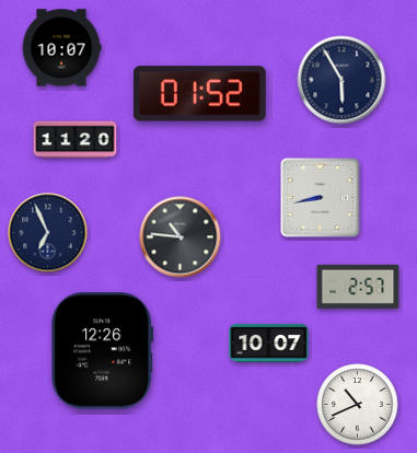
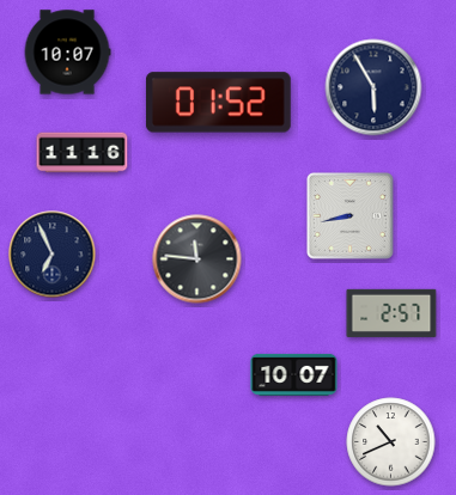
clock at (76, 140): 11:20 -> 11:16
clock at (181, 237): 10:46 -> 11:46
clock at (103, 351): 12:26 -> none
